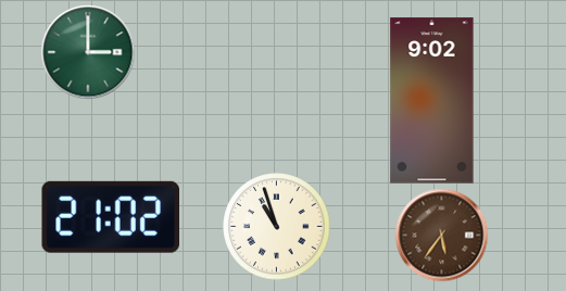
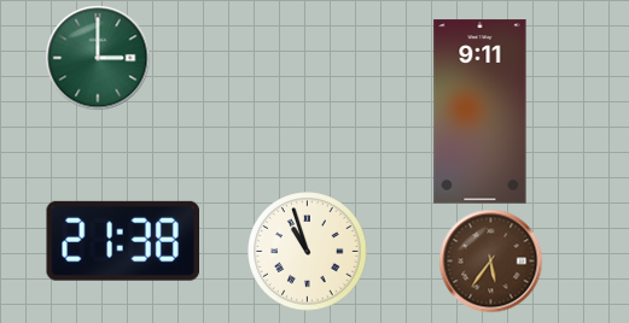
clock at (432, 101): 9:02 -> 9:11
clock at (110, 217): 21:02 -> 21:38
